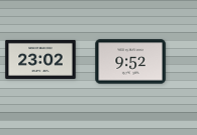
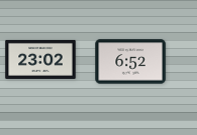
clock at (131, 62): 9:52 -> 6:52
